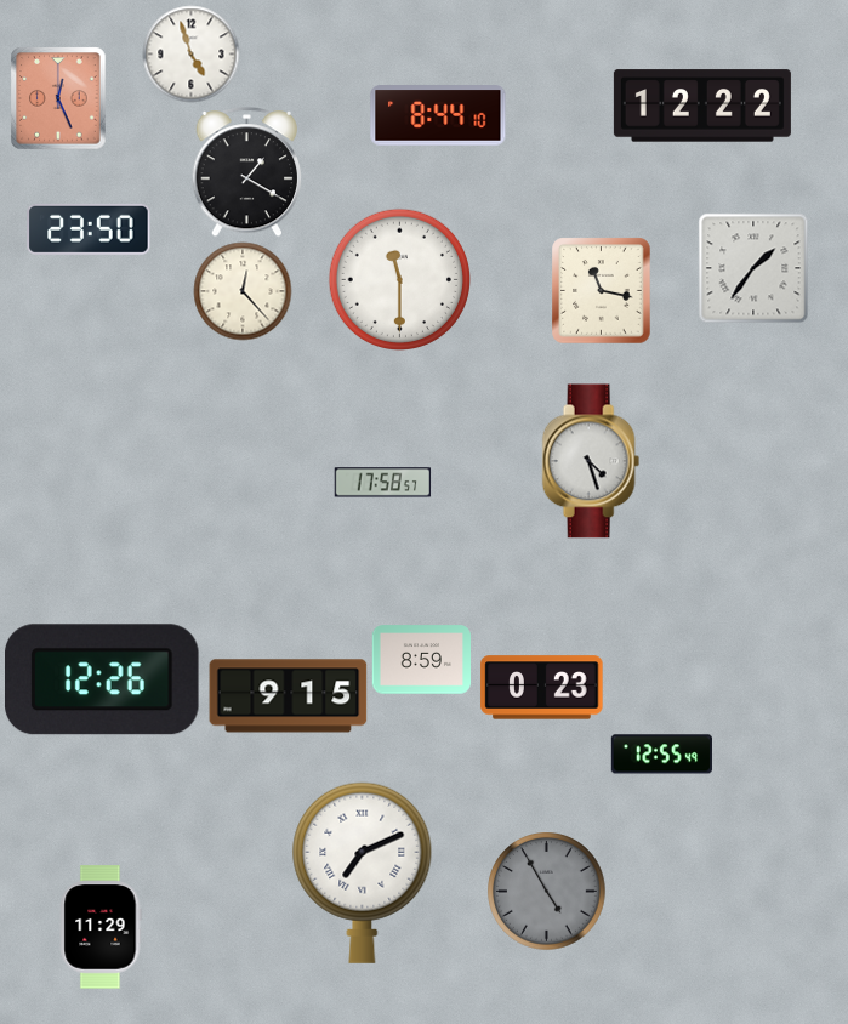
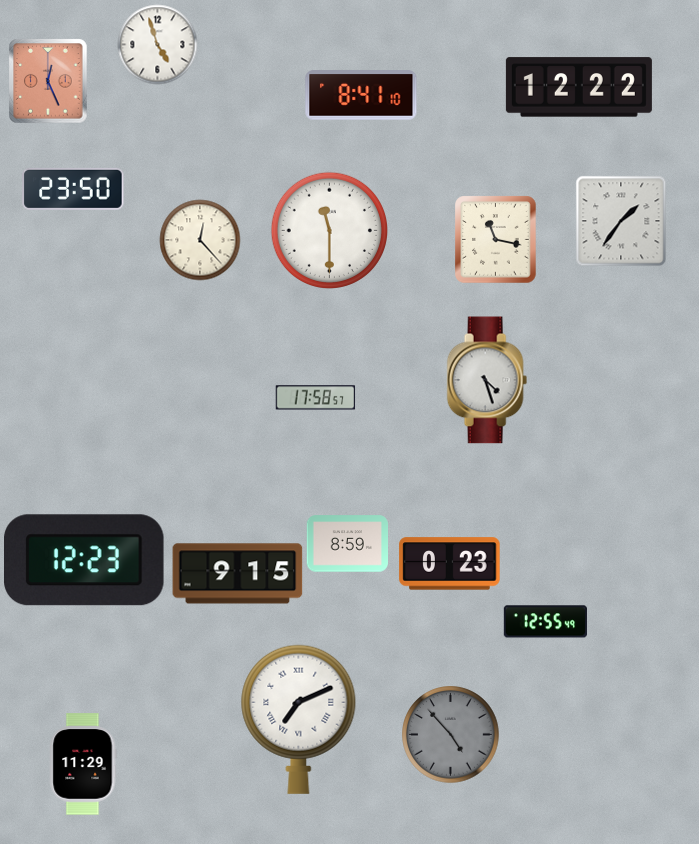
clock at (438, 115): 8:44 -> 8:41
clock at (247, 172): 1:20 -> none
clock at (103, 679): 12:26 -> 12:23
clock at (542, 688) position: (542, 688) -> (450, 564)
clock at (547, 892): 4:55 -> 4:53
